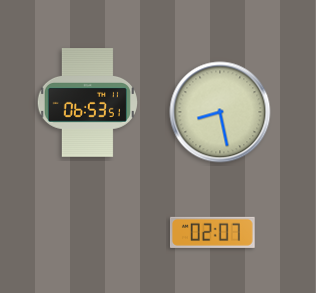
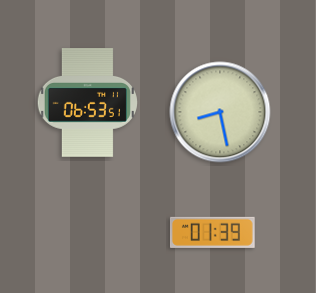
clock at (212, 232): 02:07 -> 01:39
